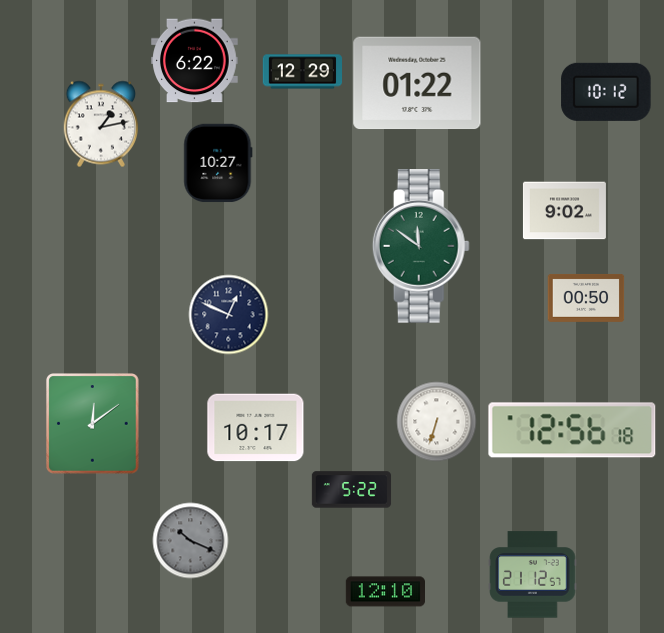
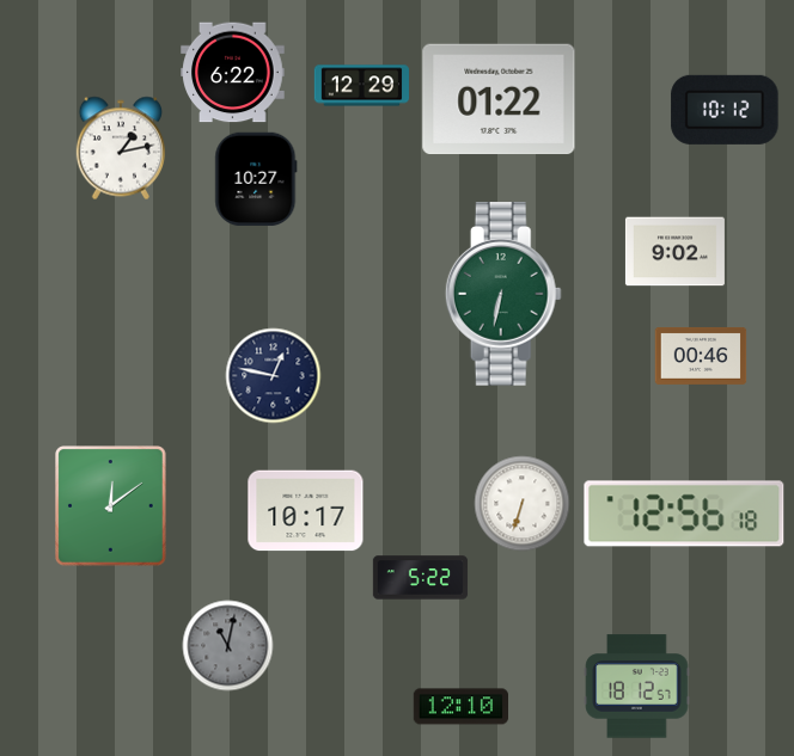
clock at (218, 163) position: (218, 163) -> (256, 179)
clock at (421, 246): 11:51 -> 6:32
clock at (586, 298): 00:50 -> 00:46
clock at (229, 315): 12:49 -> 12:47
clock at (352, 490) position: (352, 490) -> (421, 578)
clock at (191, 541): 10:19 -> 11:02
clock at (533, 575): 21:12 -> 18:12
